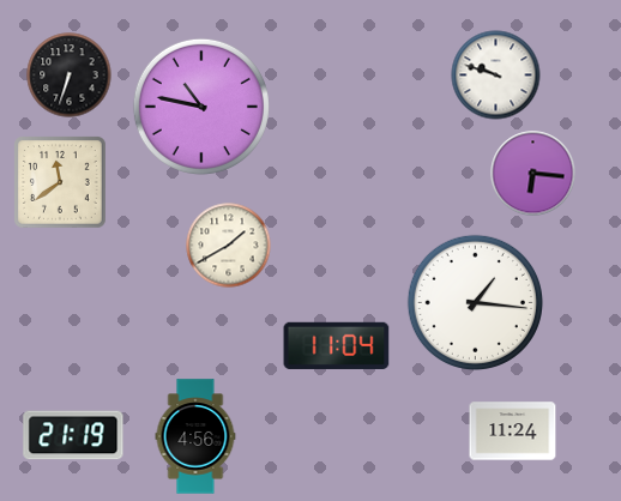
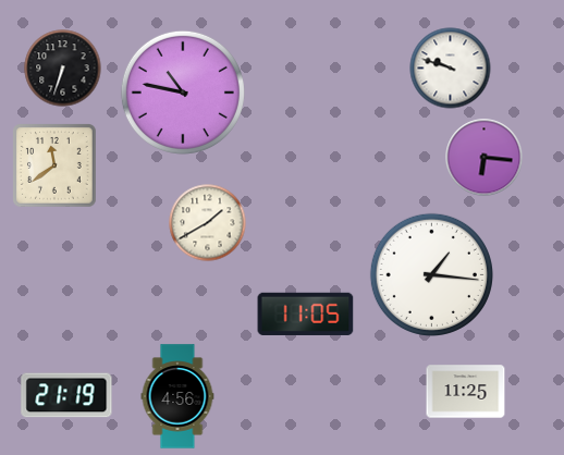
clock at (201, 107) position: (201, 107) -> (183, 93)
clock at (337, 345): 11:04 -> 11:05
clock at (513, 431): 11:24 -> 11:25
